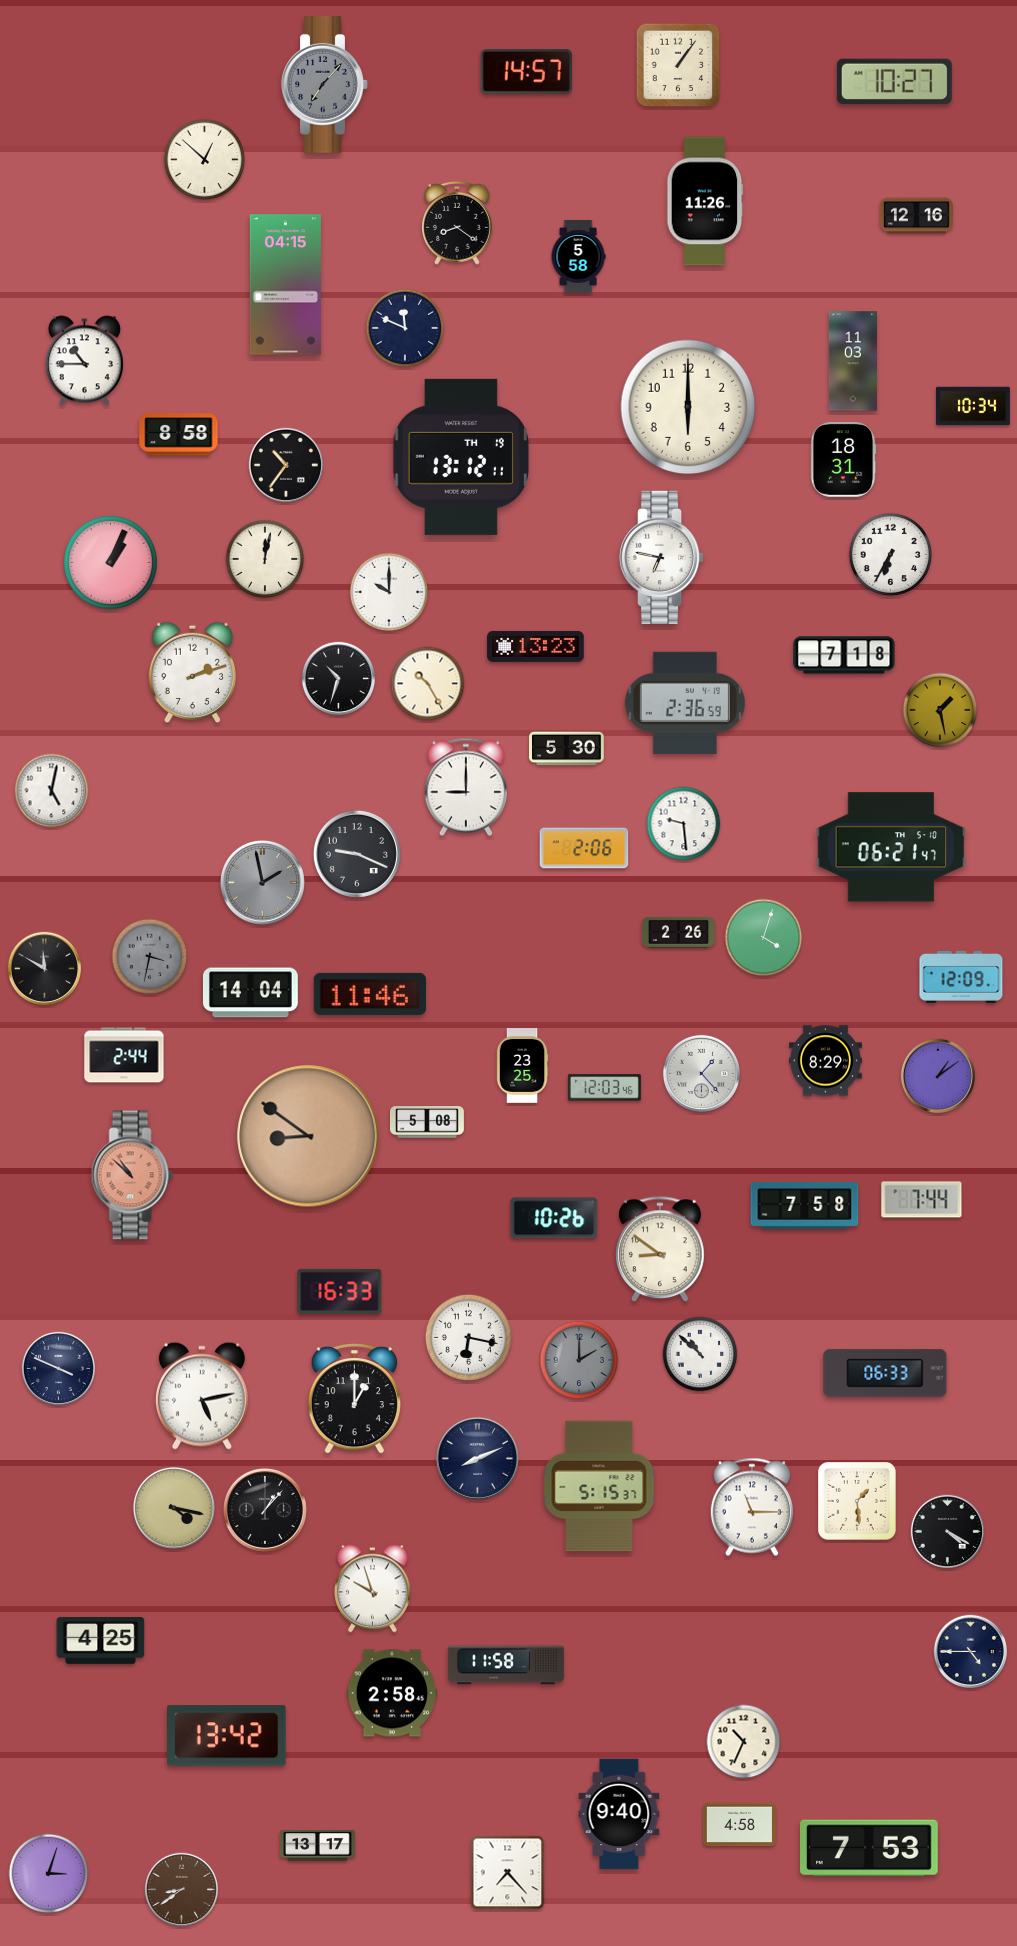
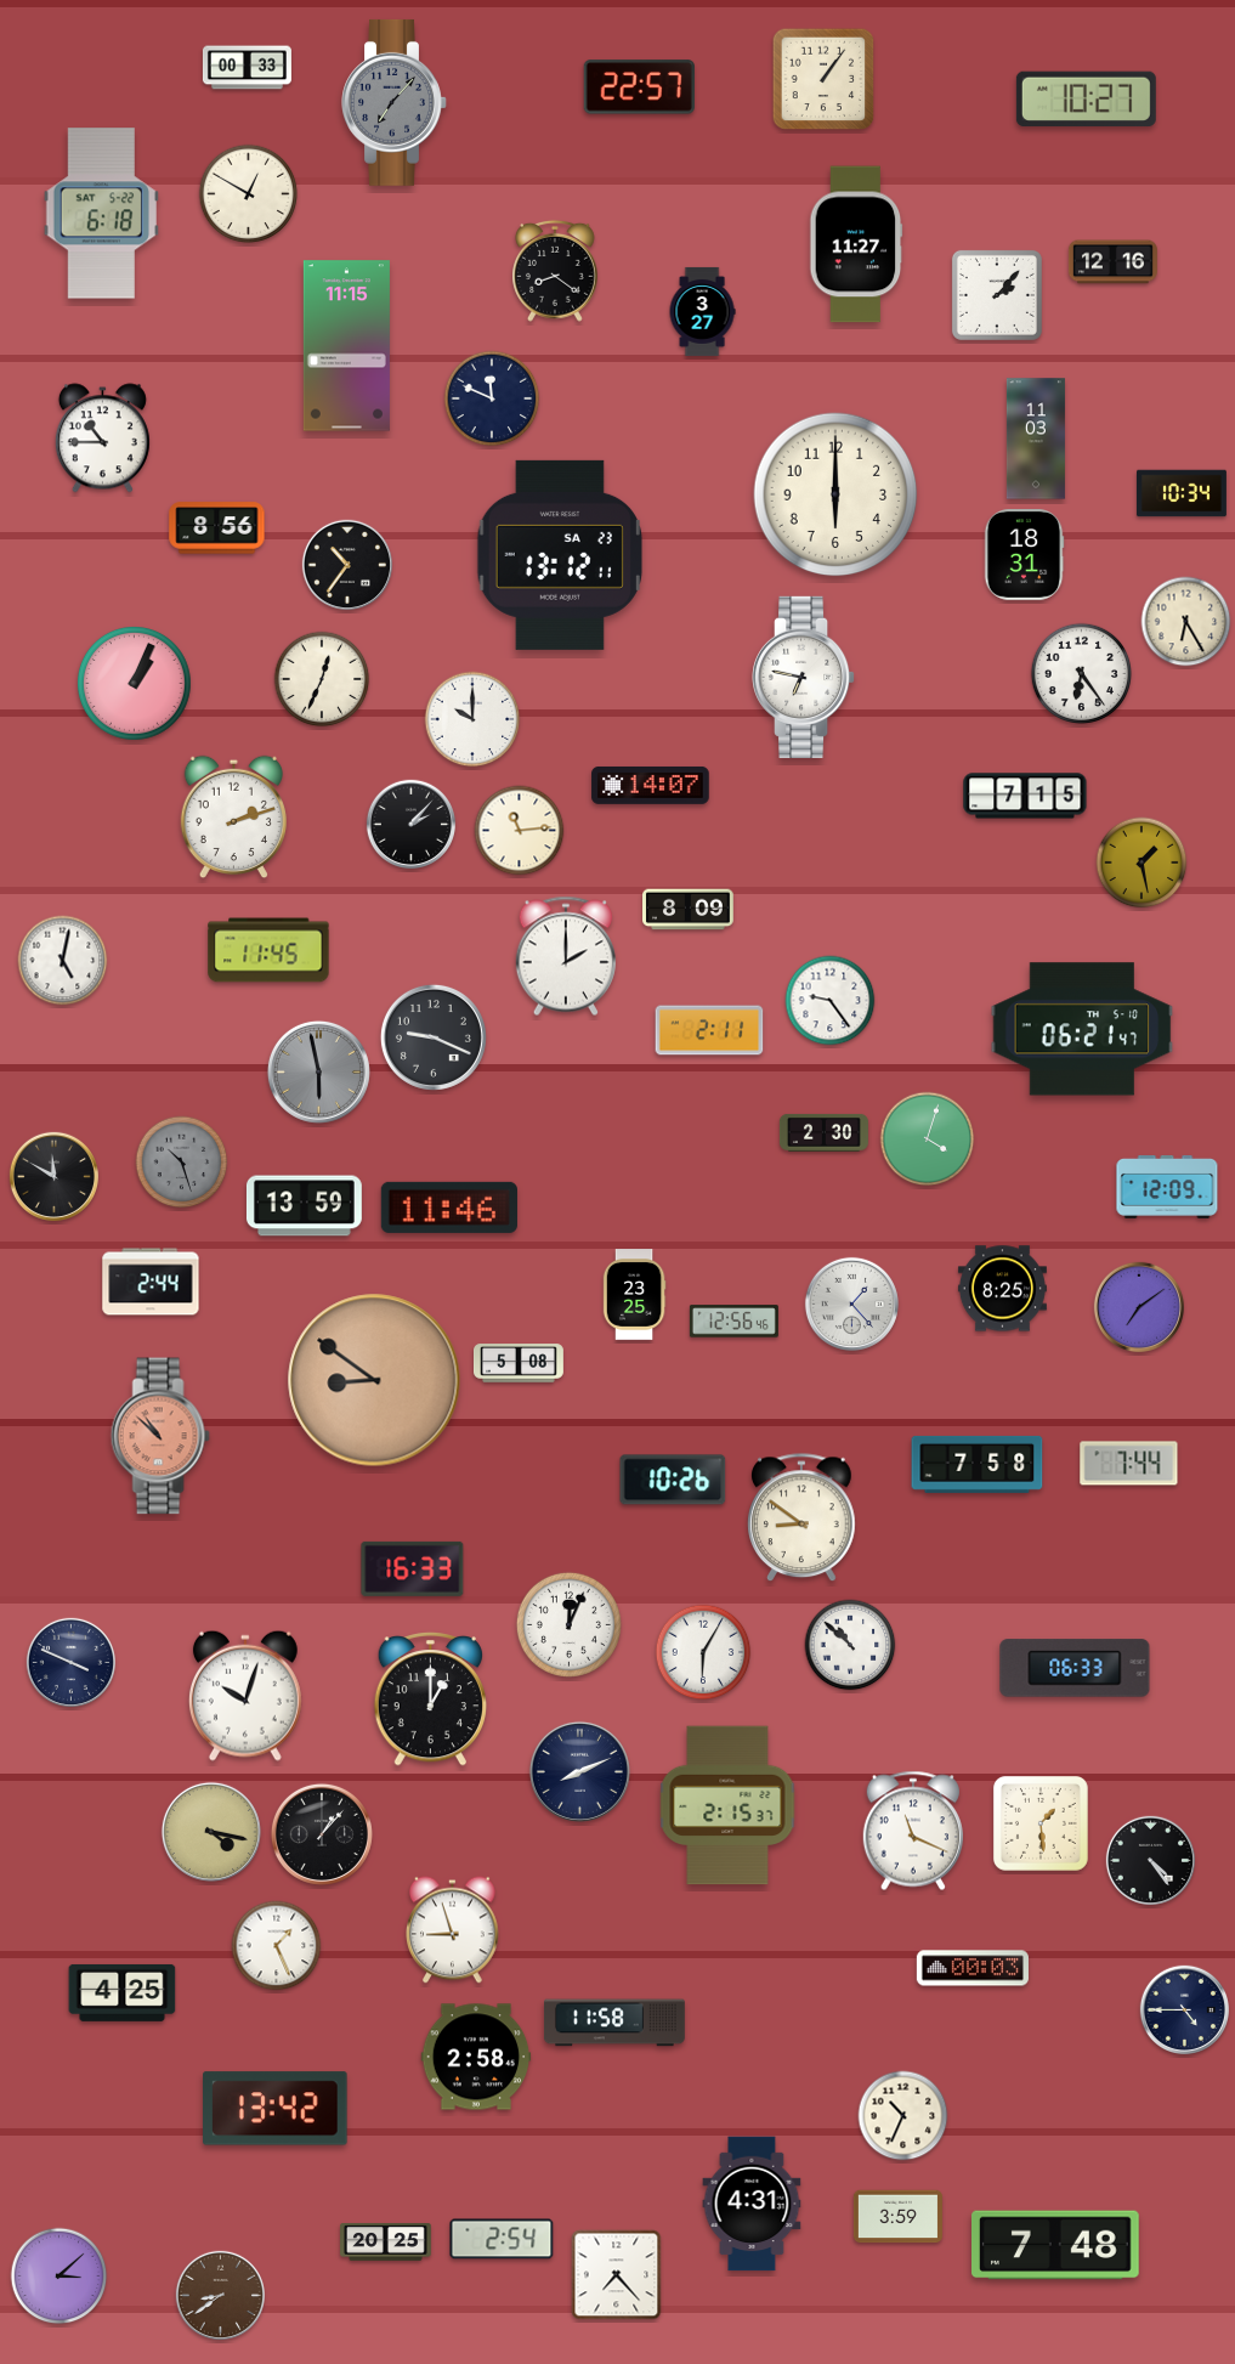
clock at (247, 68): none -> 00:33
clock at (526, 72): 14:57 -> 22:57
clock at (205, 160): 12:52 -> 12:50
clock at (101, 214): none -> 6:18
clock at (705, 201): 11:26 -> 11:27
clock at (997, 295): none -> 2:07
clock at (578, 256): 5:58 -> 3:27
clock at (285, 285): 04:15 -> 11:15
clock at (179, 435): 8:58 -> 8:56
clock at (460, 457) date: TH 19 -> SA 23
clock at (843, 460) position: (843, 460) -> (1024, 555)
clock at (1186, 622): none -> 6:25
clock at (890, 554): 6:35 -> 6:24
clock at (265, 559): 12:02 -> 12:34
clock at (536, 646): 13:23 -> 14:07
clock at (844, 655): 7:18 -> 7:15
clock at (338, 678): 10:33 -> 2:07
clock at (428, 684): 10:25 -> 11:14
clock at (685, 703): 2:36 -> none
clock at (567, 749): 5:30 -> 8:09
clock at (268, 950): none -> 11:45
clock at (466, 787): 9:00 -> 2:00
clock at (684, 824): 9:29 -> 9:24
clock at (584, 848): 2:06 -> 2:11
clock at (262, 882): 1:58 -> 5:58
clock at (678, 932): 2:26 -> 2:30
clock at (150, 957): 3:32 -> 10:27
clock at (250, 993): 14:04 -> 13:59
clock at (825, 1061): 8:29 -> 8:25
clock at (937, 1075): 1:09 -> 7:09
clock at (604, 1088): 12:03 -> 12:56
clock at (132, 1175) position: (132, 1175) -> (160, 1436)
clock at (922, 1200) position: (922, 1200) -> (1129, 1464)
clock at (468, 1337): 6:17 -> 12:04
clock at (579, 1360): 2:00 -> 6:05
clock at (579, 1360) dial: grey -> white
clock at (202, 1396): 5:13 -> 10:03
clock at (599, 1486): 5:15 -> 2:15
clock at (752, 1507): 11:15 -> 11:19
clock at (947, 1531): 4:20 -> 4:24
clock at (373, 1589): 9:57 -> 8:57
clock at (277, 1946): none -> 1:26
clock at (973, 1968): none -> 00:03
clock at (970, 1651) position: (970, 1651) -> (1184, 2009)
clock at (619, 1814): 9:40 -> 4:31
clock at (739, 1825): 4:58 -> 3:59
clock at (502, 2239): none -> 2:54
clock at (318, 1846): 13:17 -> 20:25
clock at (870, 1848): 7:53 -> 7:48
clock at (49, 1874): 3:03 -> 3:08
